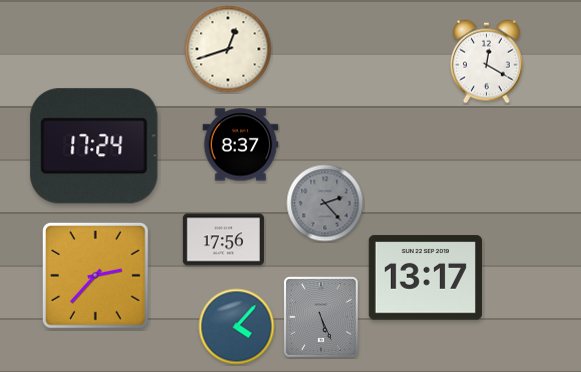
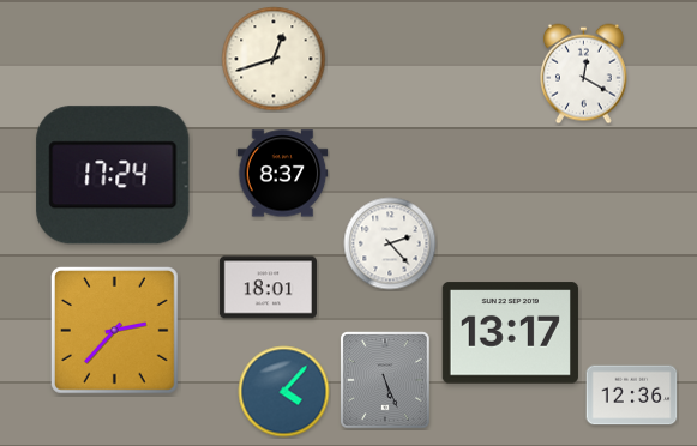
clock at (241, 145) position: (241, 145) -> (283, 174)
clock at (325, 203) dial: grey -> white
clock at (223, 240): 17:56 -> 18:01
clock at (632, 396): none -> 12:36
